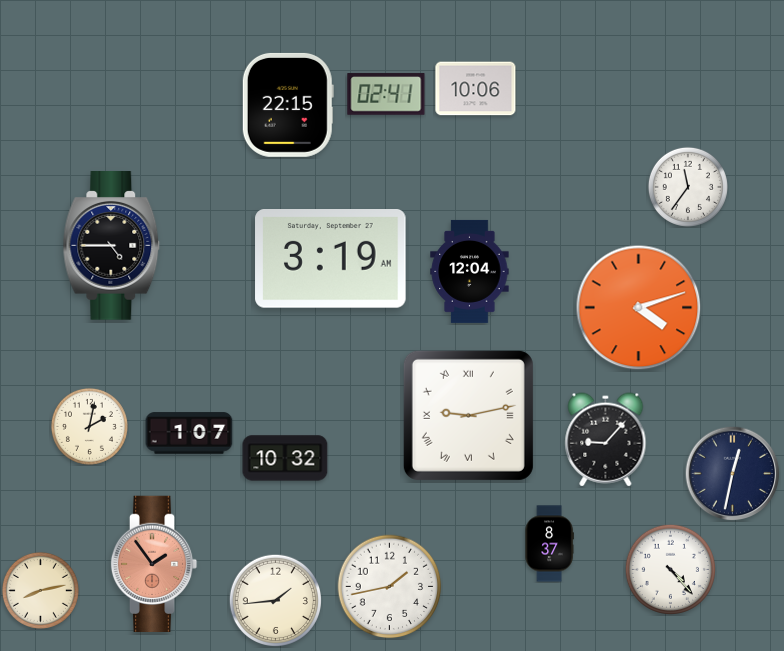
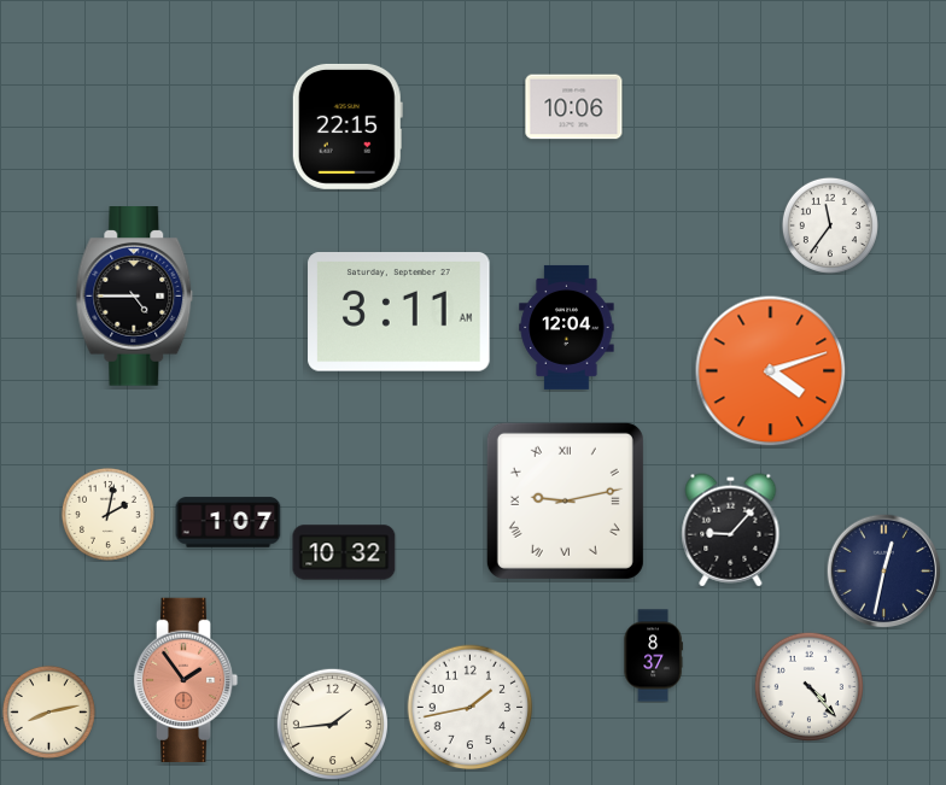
clock at (386, 94): 02:41 -> none
clock at (331, 259): 3:19 -> 3:11
clock at (549, 544) position: (549, 544) -> (653, 656)
